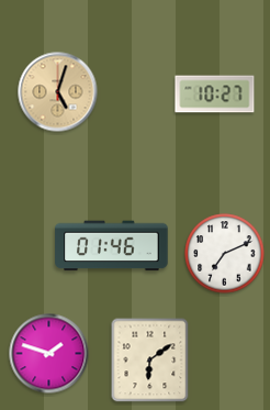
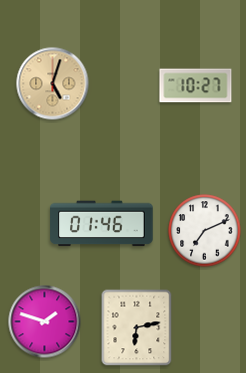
clock at (150, 361): 6:09 -> 6:13
